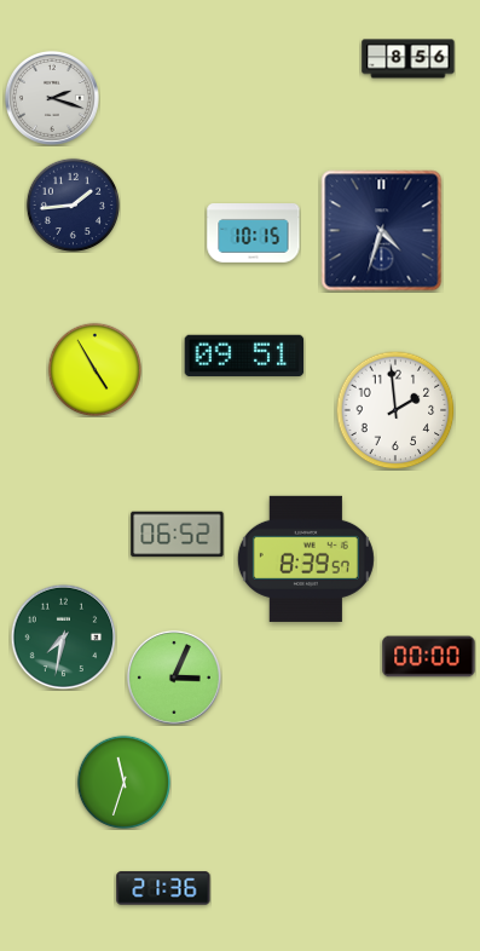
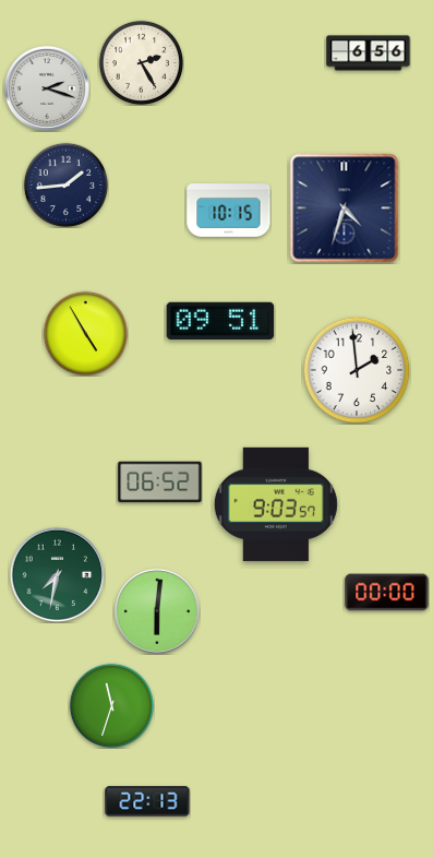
clock at (409, 59): 8:56 -> 6:56
clock at (141, 62): none -> 2:25
clock at (306, 559): 8:39 -> 9:03
clock at (174, 678): 3:04 -> 6:01
clock at (163, 888): 21:36 -> 22:13
